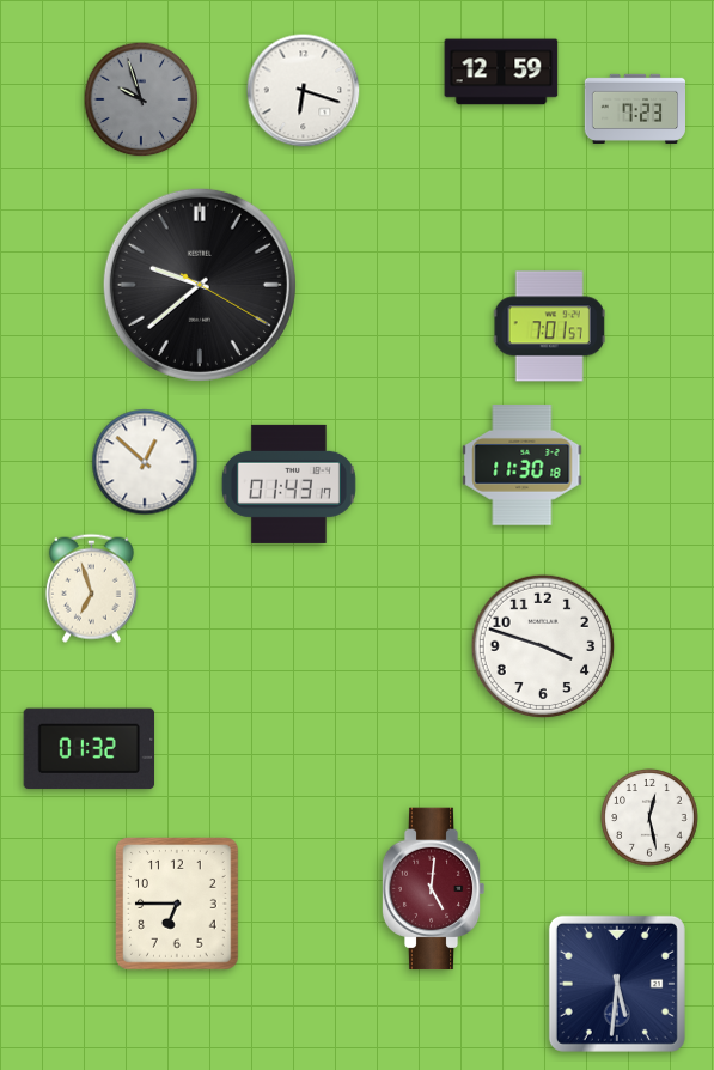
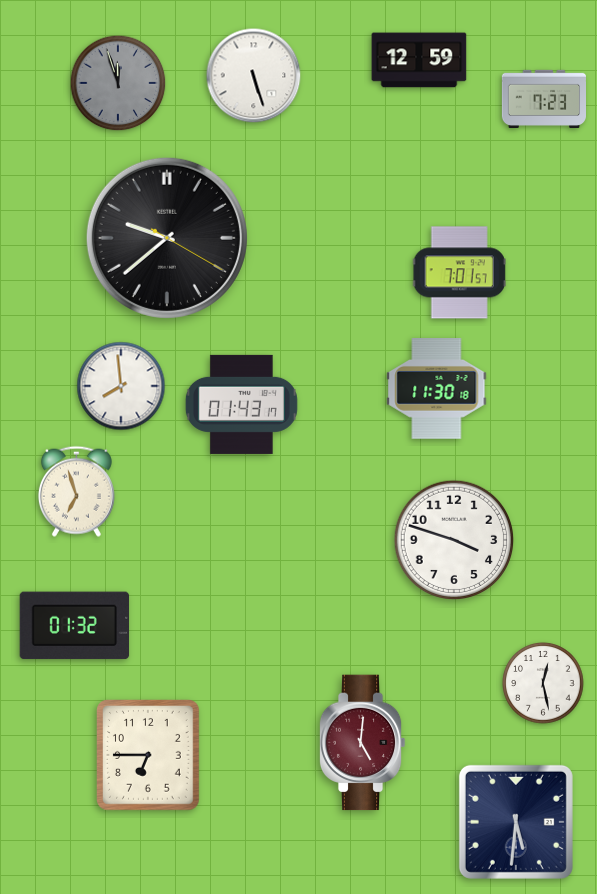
clock at (304, 91): 6:18 -> 5:27
clock at (141, 99): 9:57 -> 11:57
clock at (634, 108) position: (634, 108) -> (543, 98)
clock at (145, 462): 12:52 -> 7:59
